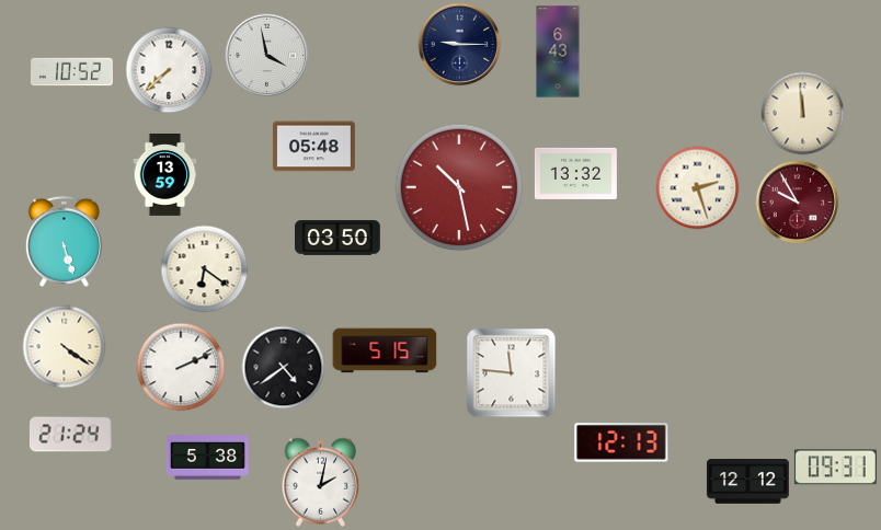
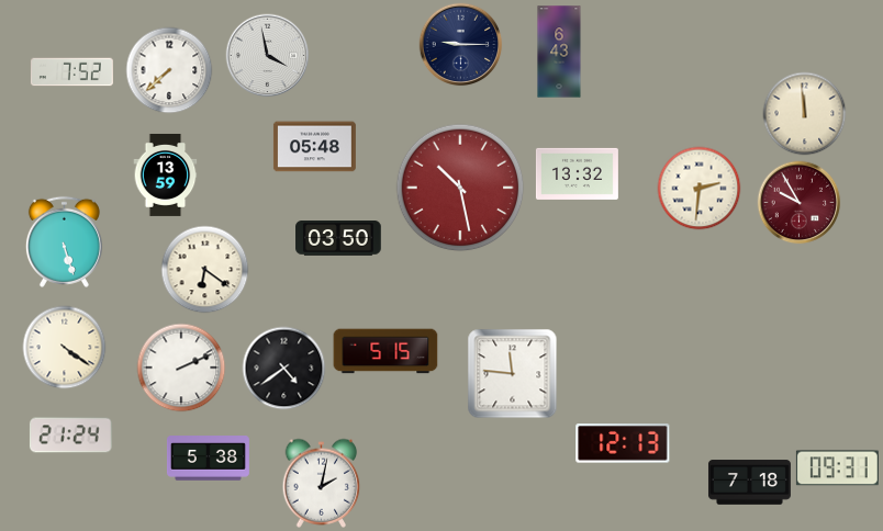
clock at (71, 72): 10:52 -> 7:52
clock at (698, 188): 2:27 -> 2:31
clock at (747, 482): 12:12 -> 7:18
